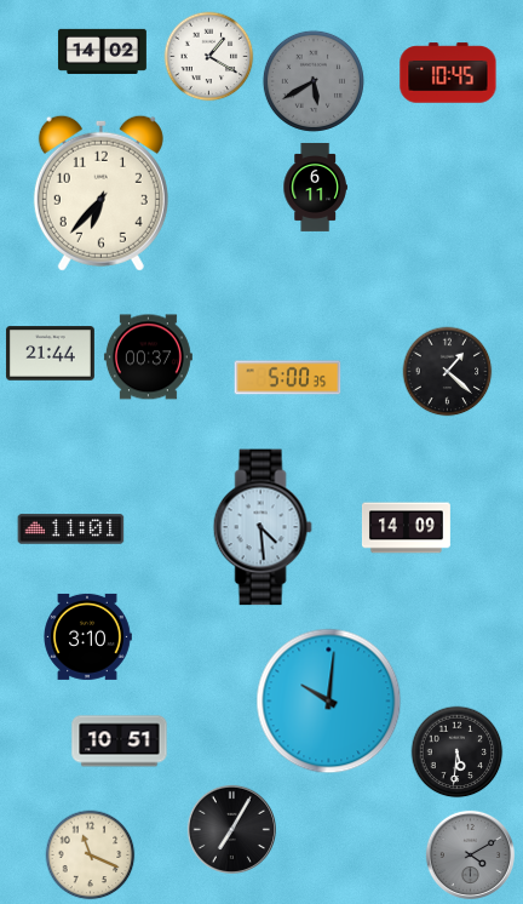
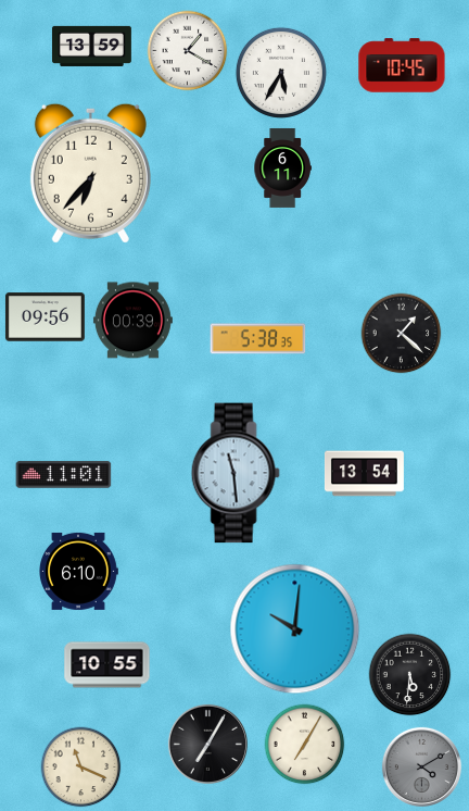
clock at (102, 51): 14:02 -> 13:59
clock at (314, 81): 5:40 -> 5:35
clock at (314, 81) dial: grey -> white
clock at (50, 354): 21:44 -> 09:56
clock at (148, 357): 00:37 -> 00:39
clock at (288, 378): 5:00 -> 5:38
clock at (263, 527): 4:29 -> 11:29
clock at (406, 528): 14:09 -> 13:54
clock at (87, 636): 3:10 -> 6:10
clock at (120, 742): 10:51 -> 10:55
clock at (305, 745): none -> 7:05
